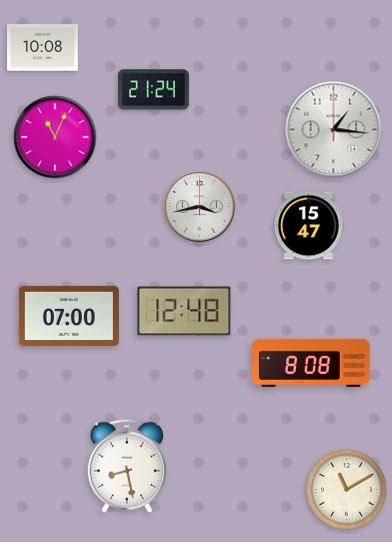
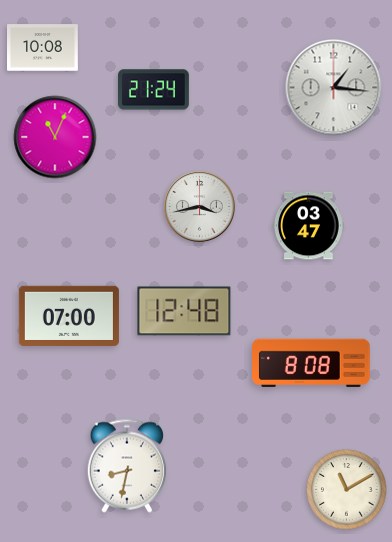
clock at (334, 130) position: (334, 130) -> (334, 88)
clock at (309, 226): 15:47 -> 03:47
clock at (127, 466): 8:28 -> 8:32
